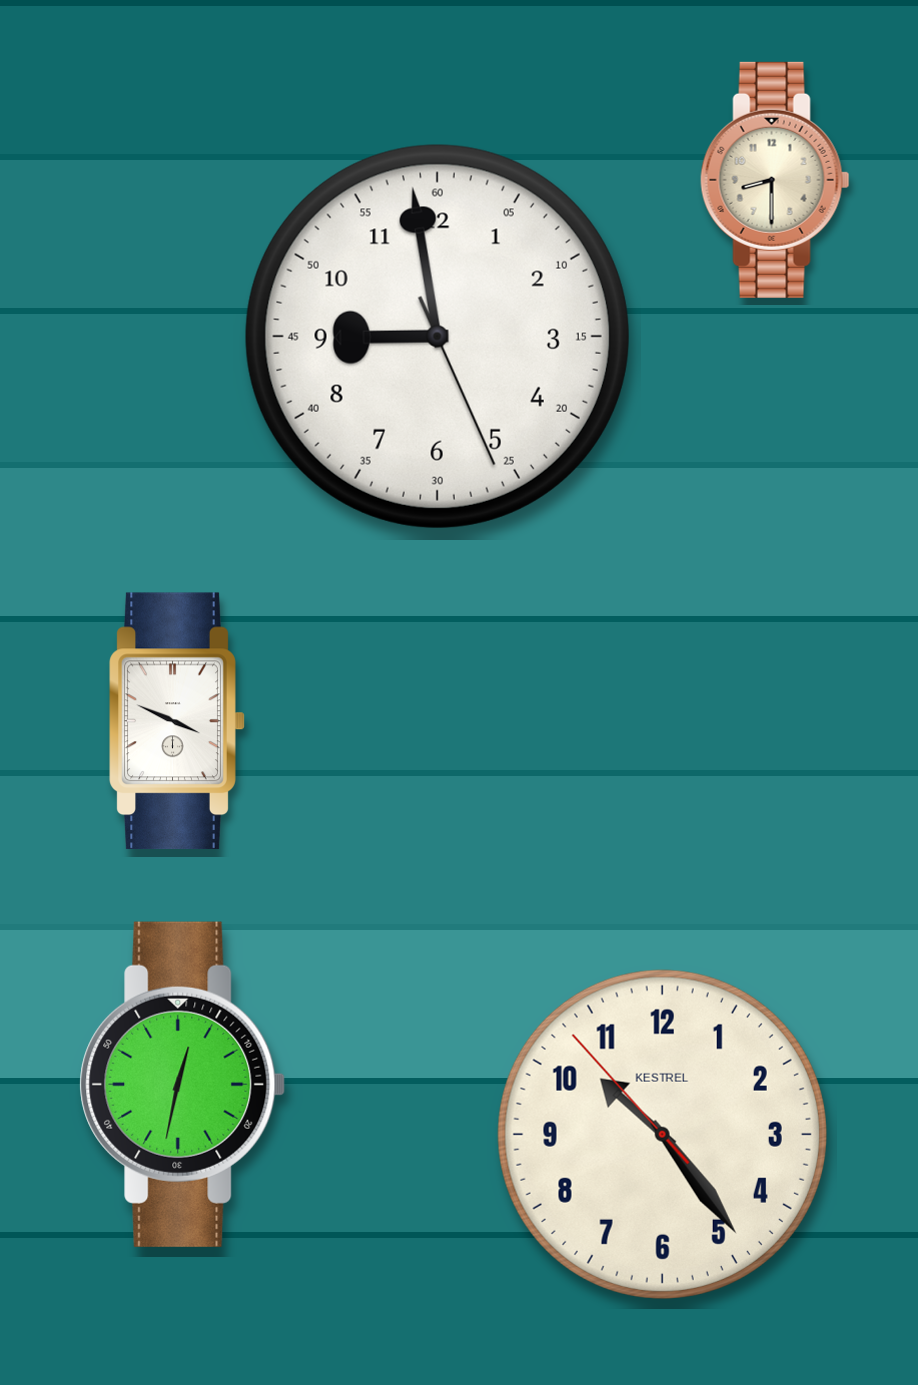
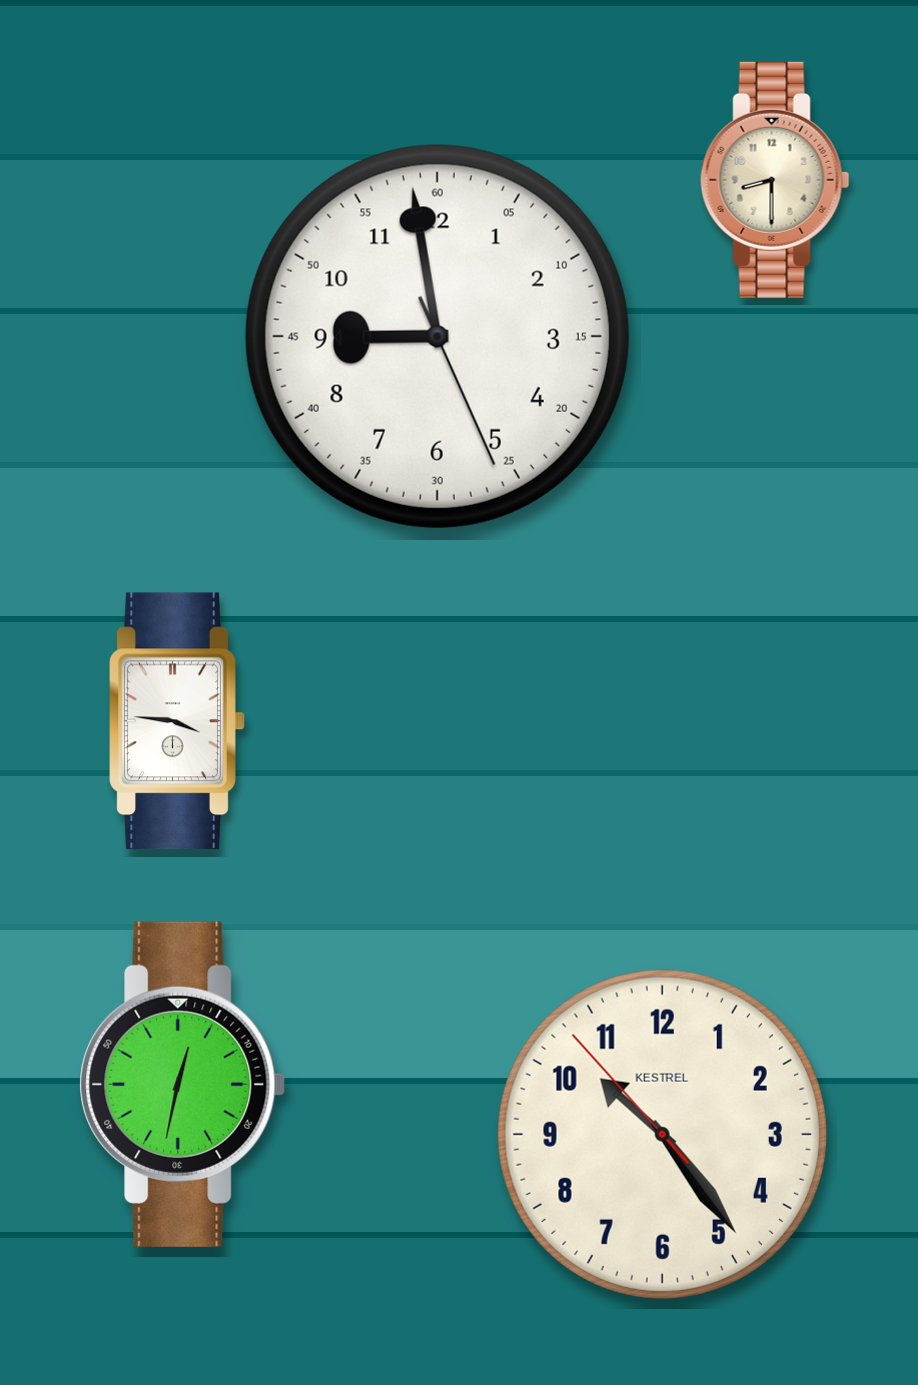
clock at (177, 721): 3:49 -> 3:46
